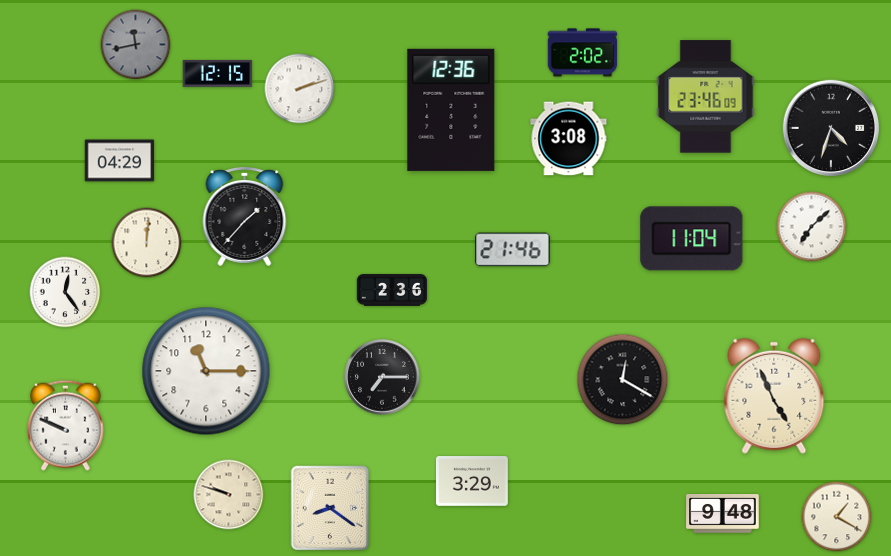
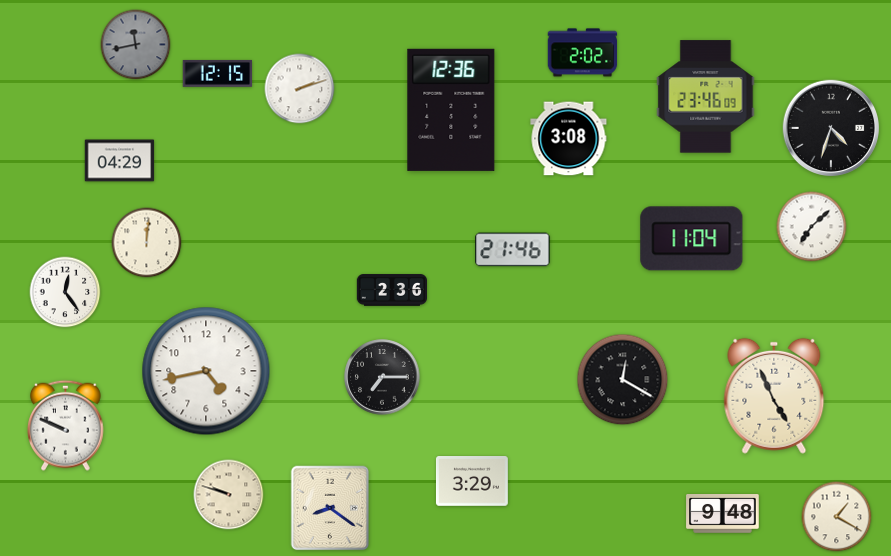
clock at (245, 216): 1:37 -> none
clock at (206, 371): 11:15 -> 4:43
